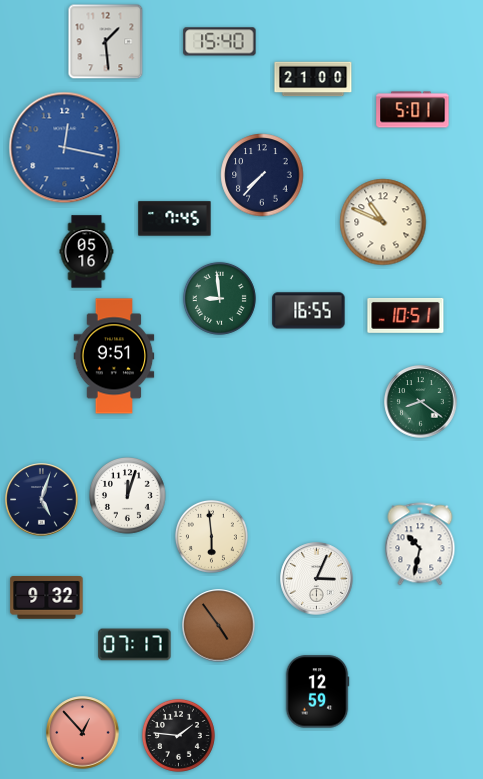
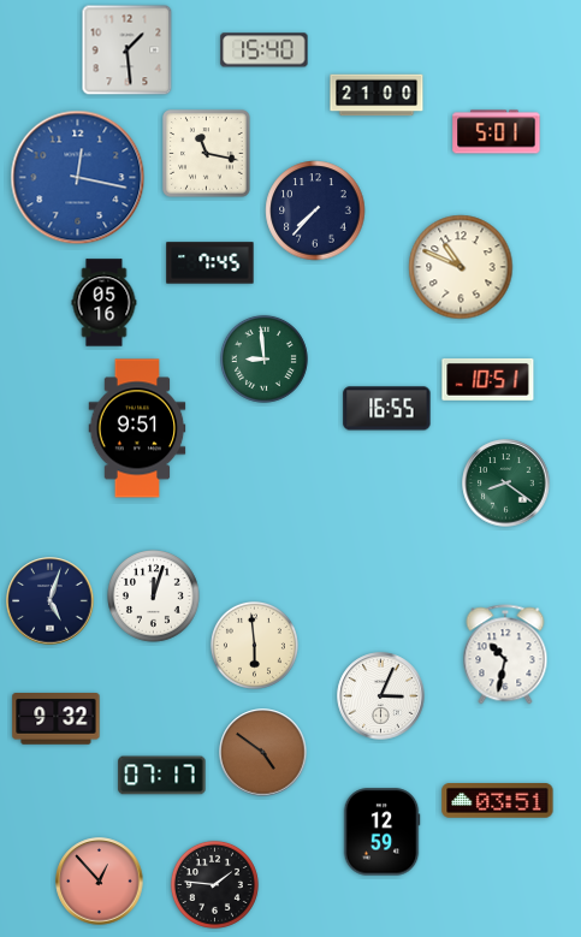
clock at (207, 154): none -> 11:17
clock at (309, 311) position: (309, 311) -> (387, 409)
clock at (219, 626): 4:54 -> 4:51
clock at (498, 801): none -> 03:51
